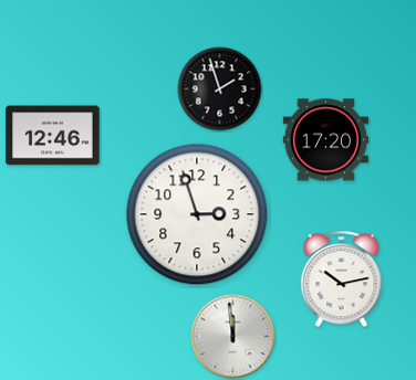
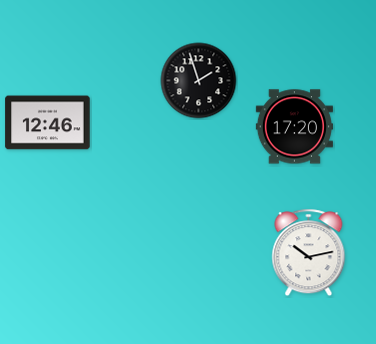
clock at (197, 214): 2:57 -> none
clock at (233, 337): 11:59 -> none
